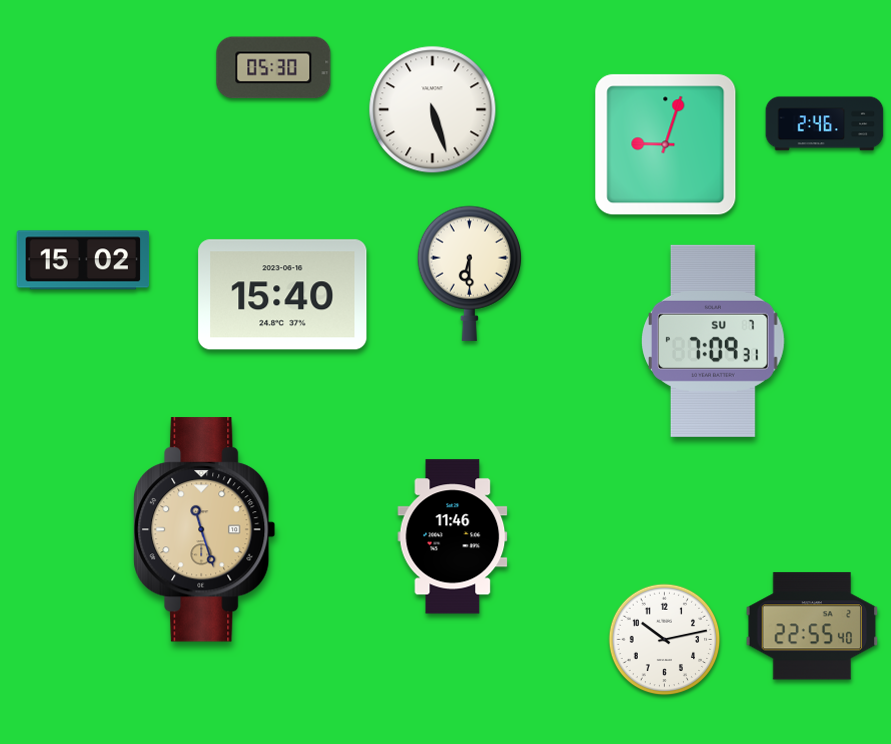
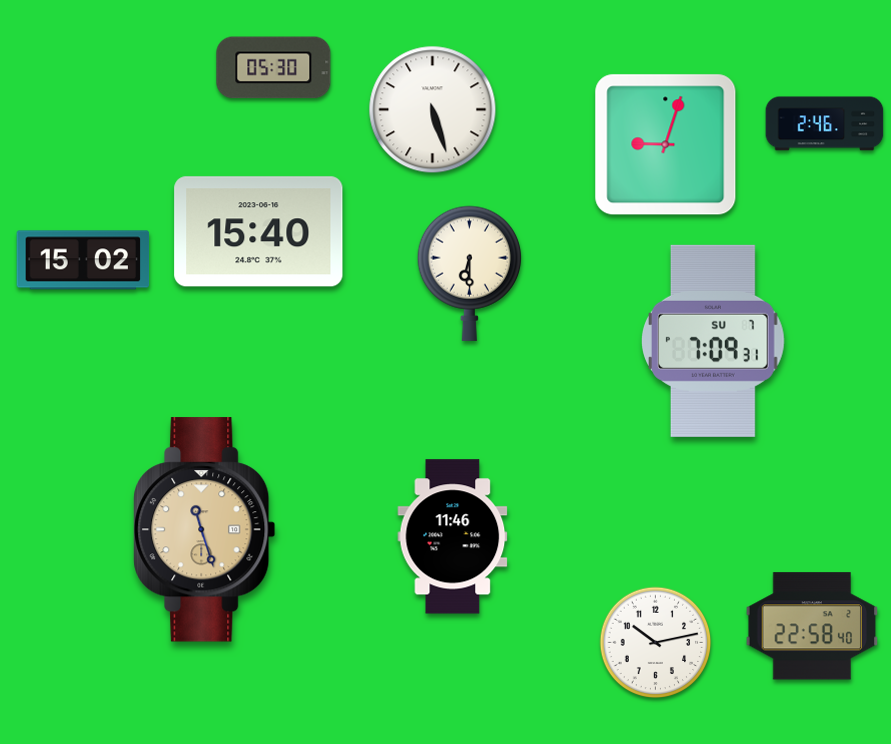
clock at (283, 295) position: (283, 295) -> (259, 232)
clock at (812, 626): 22:55 -> 22:58
clock at (665, 640) position: (665, 640) -> (656, 643)
